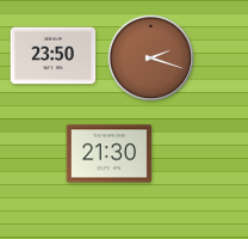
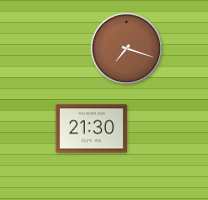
clock at (54, 56): 23:50 -> none
clock at (151, 59): 2:18 -> 7:18
